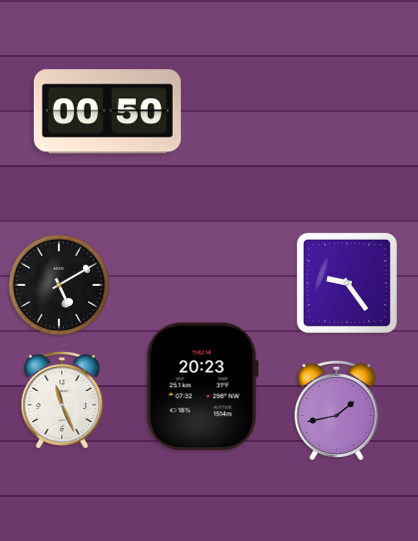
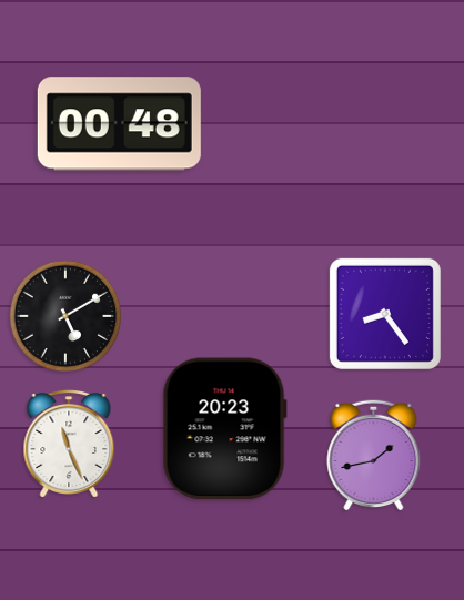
clock at (107, 112): 00:50 -> 00:48
clock at (347, 283): 9:24 -> 8:24
